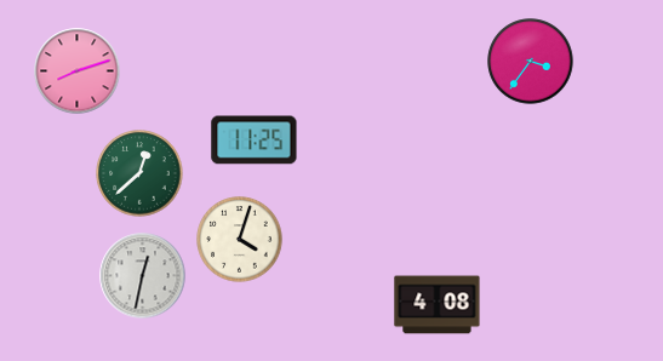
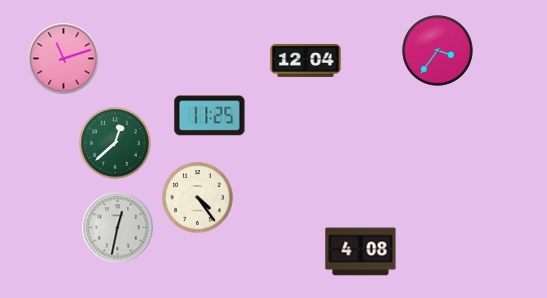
clock at (78, 71): 8:12 -> 11:12
clock at (306, 60): none -> 12:04
clock at (240, 240): 4:03 -> 4:24
